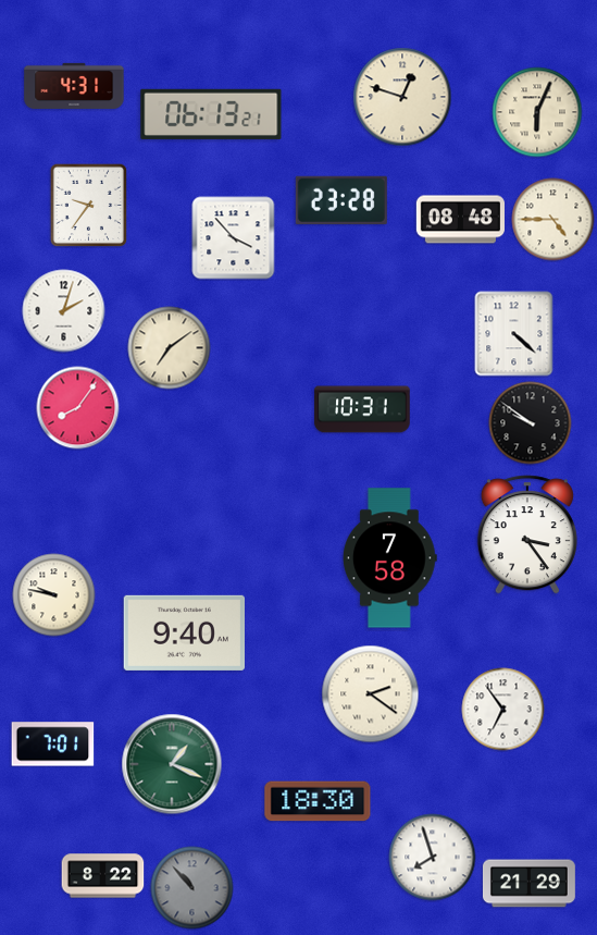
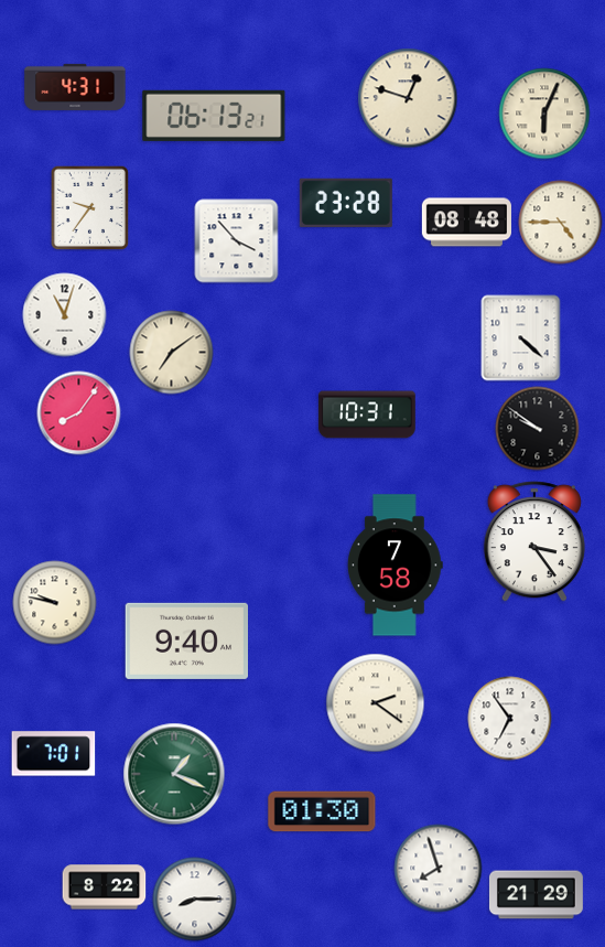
clock at (64, 311): 2:03 -> 11:03
clock at (318, 801): 18:30 -> 01:30
clock at (192, 888): 10:53 -> 8:15
clock at (192, 888) dial: grey -> white
